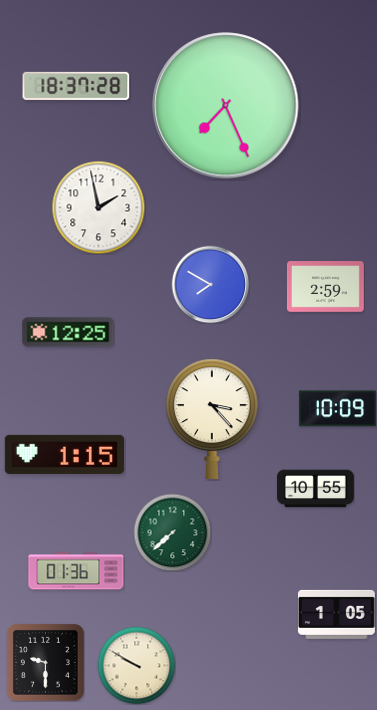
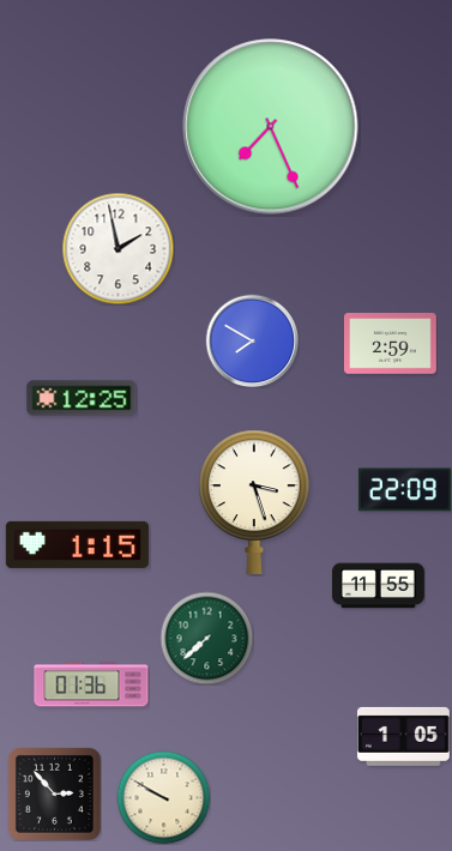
clock at (76, 86): 18:37 -> none
clock at (337, 409): 10:09 -> 22:09
clock at (212, 419): 3:23 -> 3:27
clock at (315, 489): 10:55 -> 11:55
clock at (45, 662): 9:30 -> 2:53
